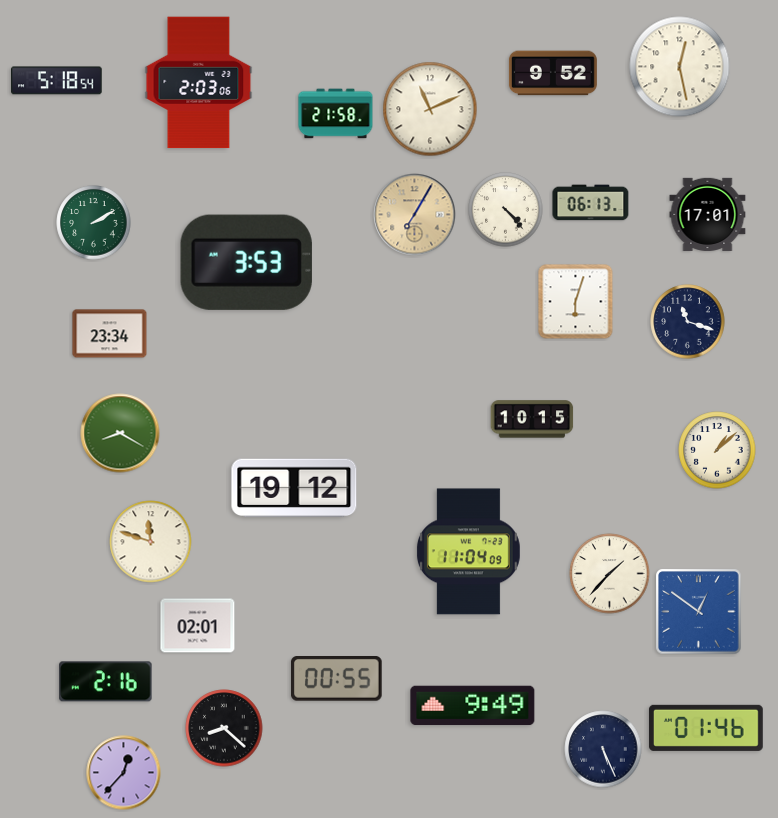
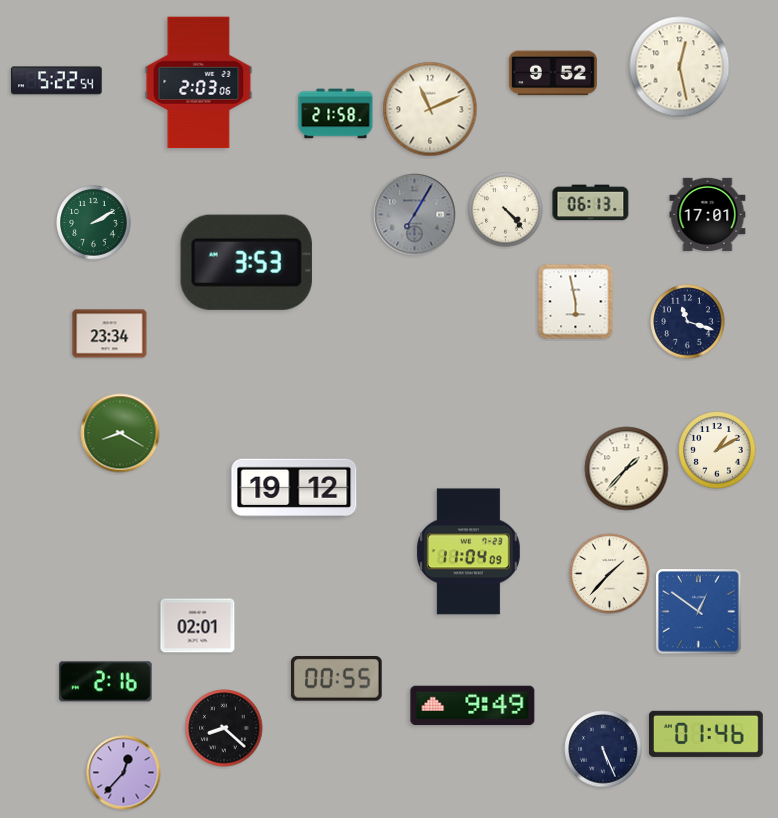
clock at (57, 81): 5:18 -> 5:22
clock at (415, 215) dial: champagne -> grey
clock at (576, 302): 6:03 -> 5:58
clock at (532, 419): 10:15 -> none
clock at (717, 450): 1:08 -> 1:10
clock at (627, 469): none -> 1:37
clock at (151, 542): 11:48 -> none
clock at (706, 728) position: (706, 728) -> (706, 734)
